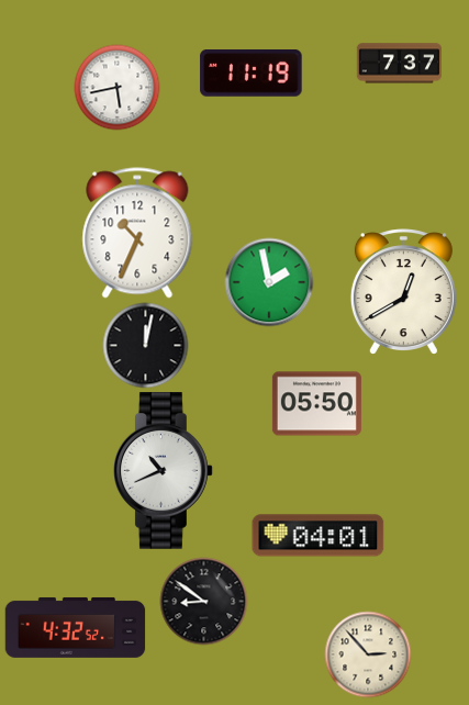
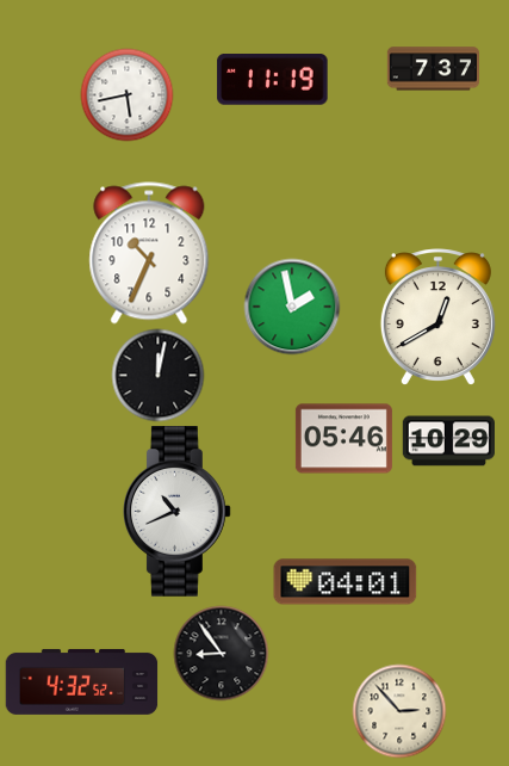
clock at (316, 404): 05:50 -> 05:46
clock at (448, 441): none -> 10:29
clock at (203, 601): 8:51 -> 8:54
